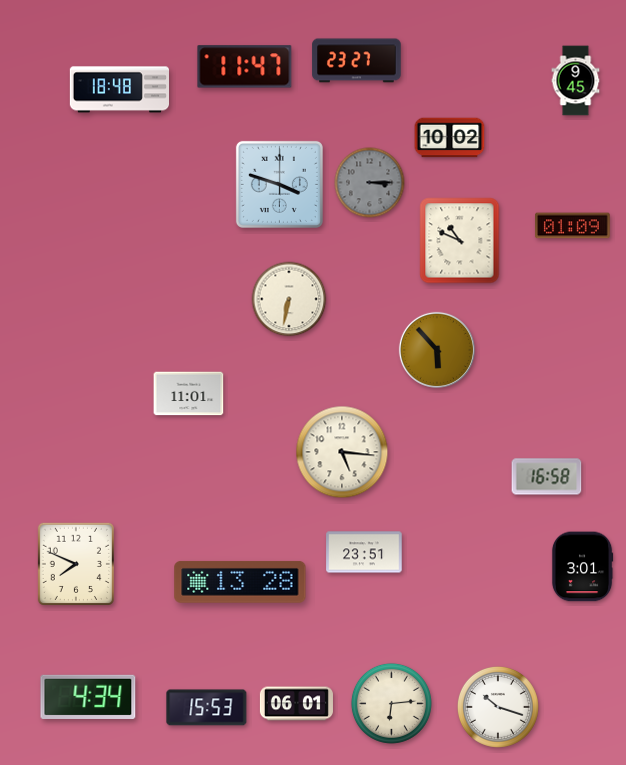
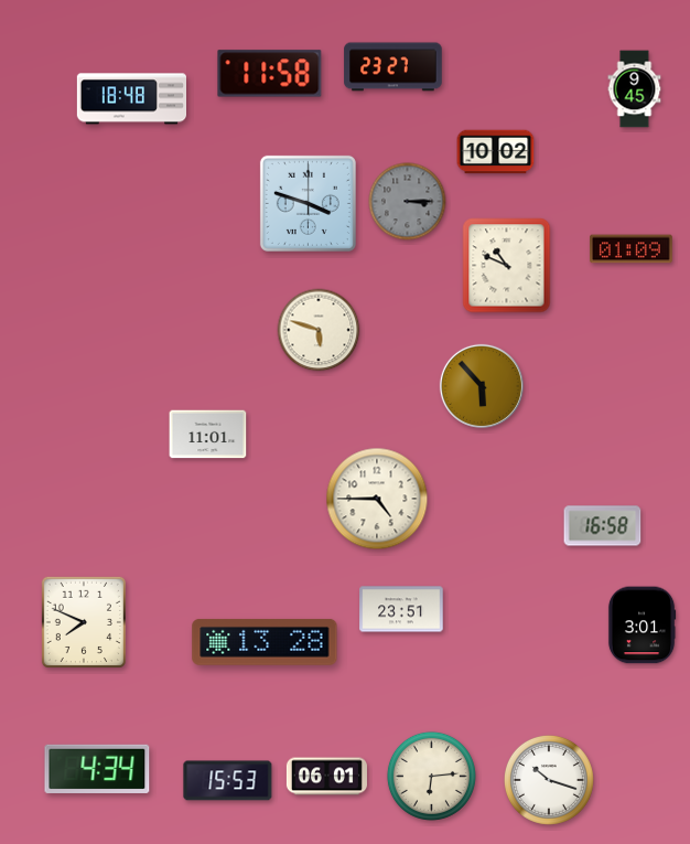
clock at (245, 67): 11:47 -> 11:58
clock at (289, 299): 6:32 -> 5:48
clock at (342, 452): 5:16 -> 4:45
